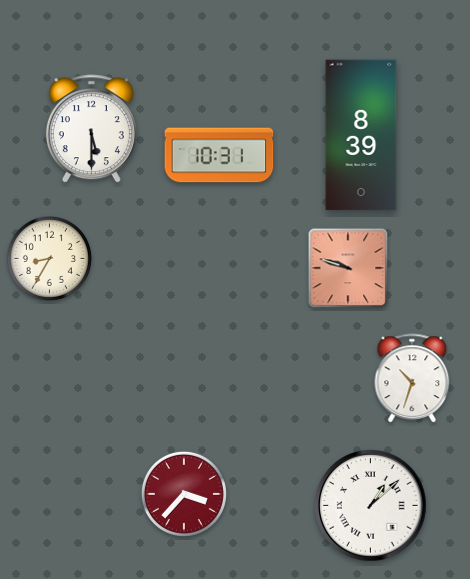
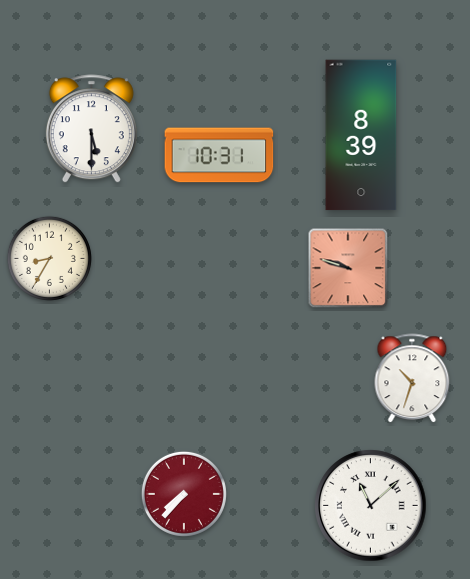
clock at (184, 494): 3:37 -> 7:37
clock at (371, 506): 1:08 -> 11:08
